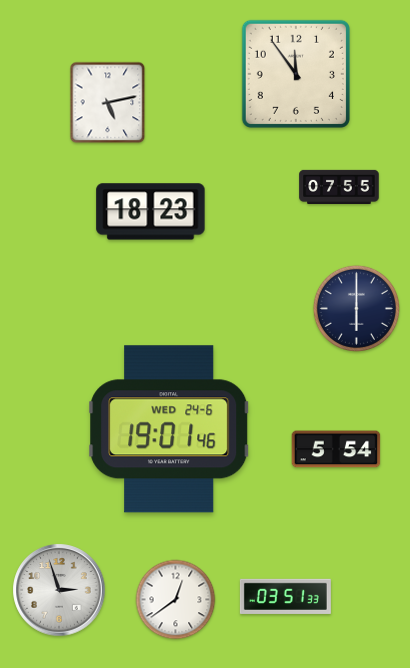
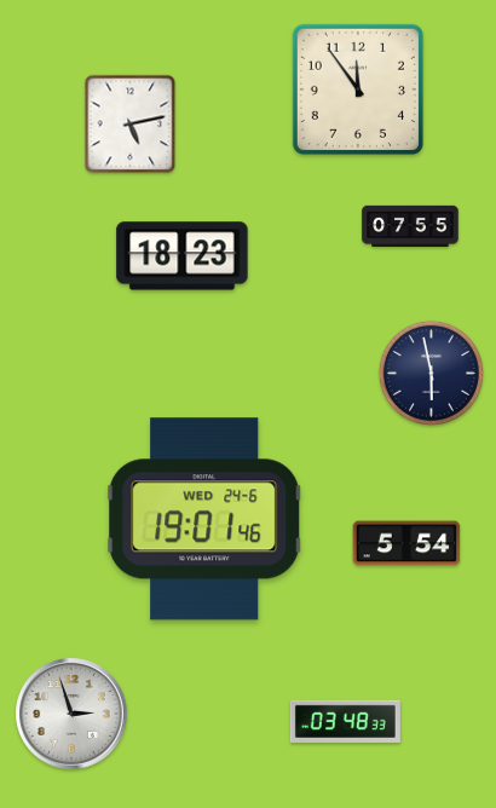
clock at (356, 308): 6:00 -> 5:58
clock at (285, 596): 03:51 -> 03:48
clock at (176, 600): 12:39 -> none
